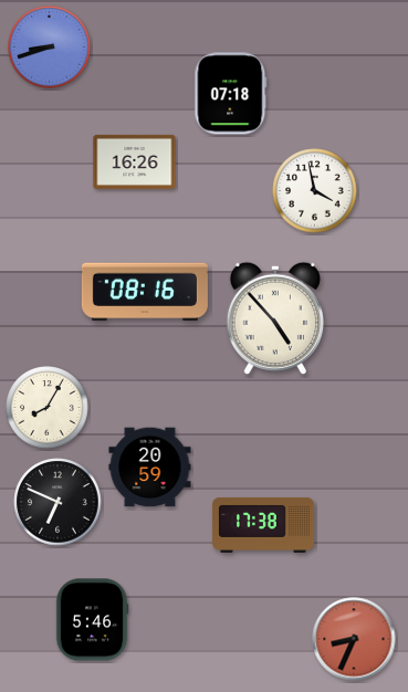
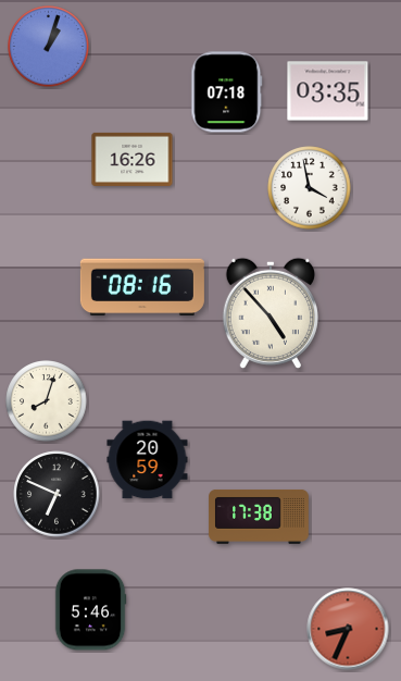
clock at (50, 48): 8:42 -> 1:03
clock at (328, 91): none -> 03:35
clock at (48, 408): 8:05 -> 8:03
